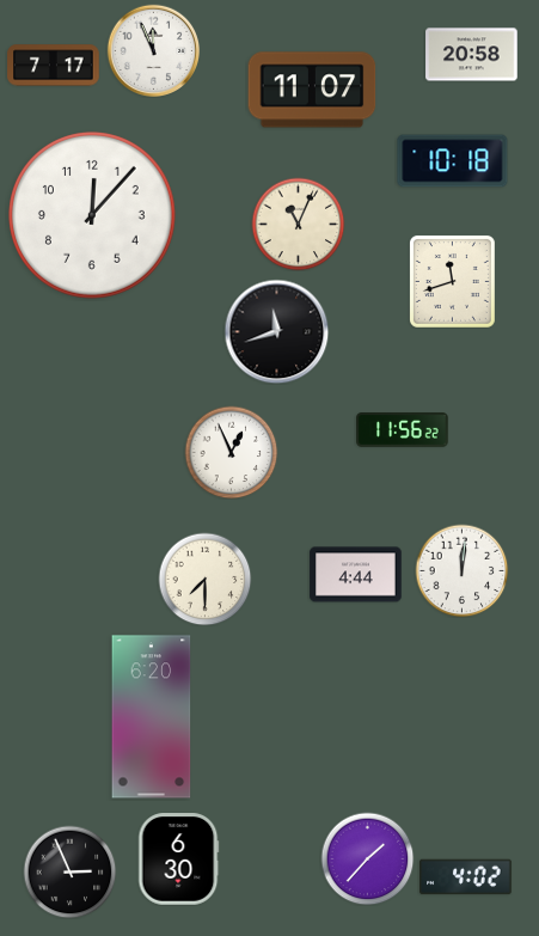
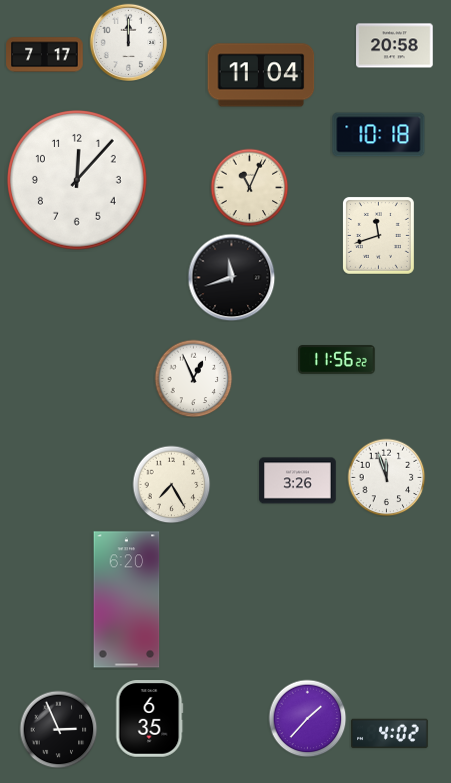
clock at (153, 50): 11:56 -> 12:00
clock at (312, 90): 11:07 -> 11:04
clock at (461, 570): 12:01 -> 11:57
clock at (356, 575): 4:44 -> 3:26
clock at (204, 579): 7:30 -> 7:25
clock at (178, 859): 6:30 -> 6:35
